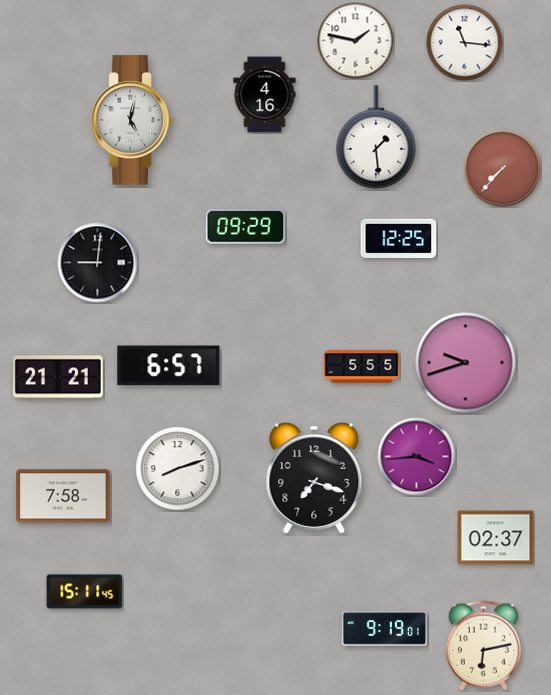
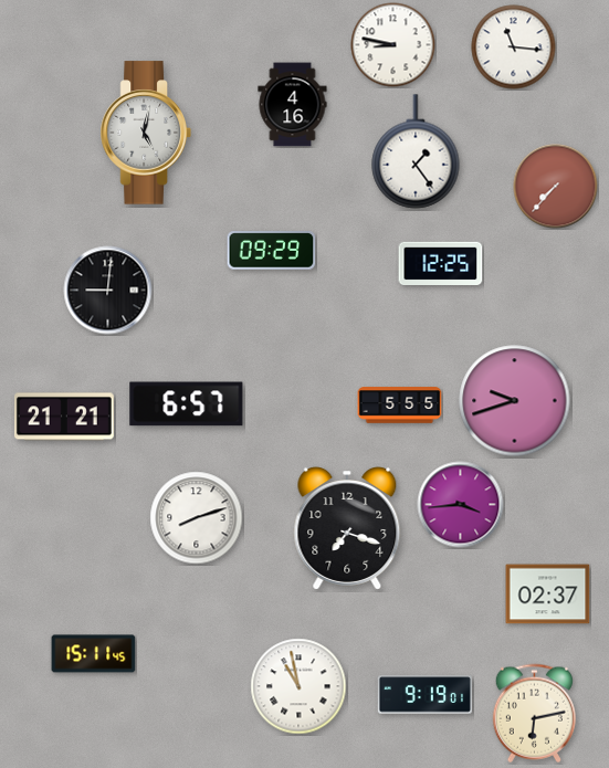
clock at (356, 41): 1:47 -> 8:47
clock at (376, 137): 1:29 -> 1:24
clock at (63, 496): 7:58 -> none
clock at (298, 686): none -> 10:58
